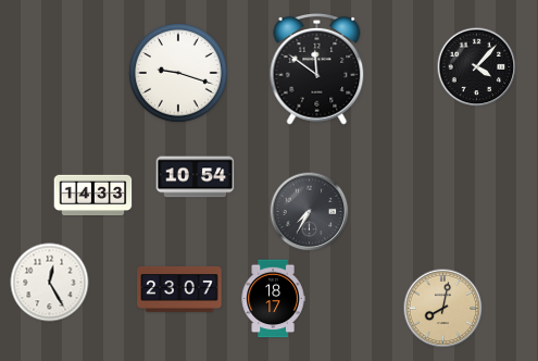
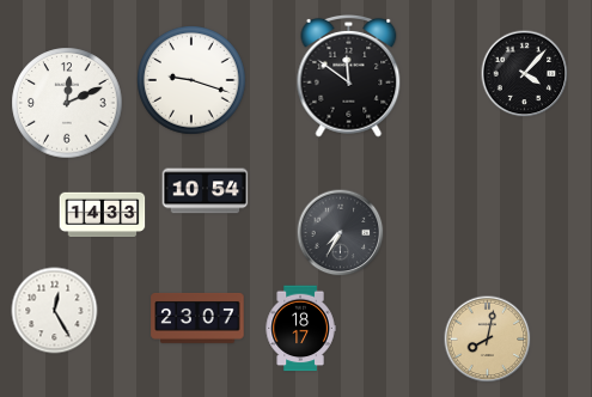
clock at (179, 74) position: (179, 74) -> (193, 81)
clock at (67, 103): none -> 12:11
clock at (196, 177) position: (196, 177) -> (206, 191)
